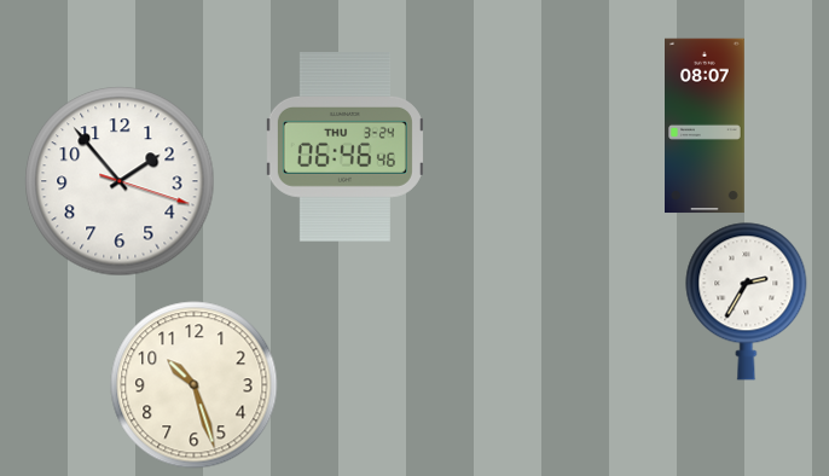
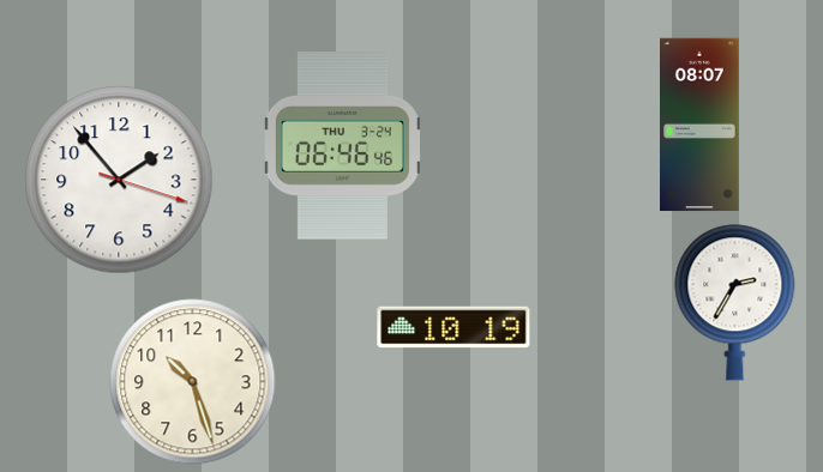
clock at (747, 302) position: (747, 302) -> (735, 303)
clock at (453, 327): none -> 10:19
